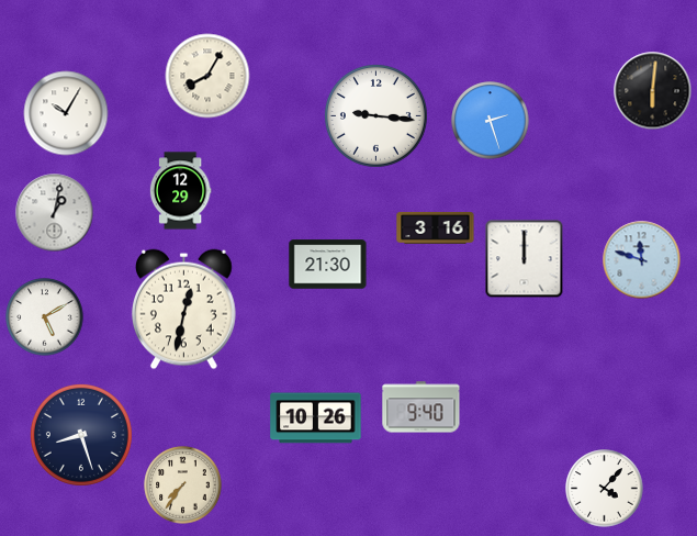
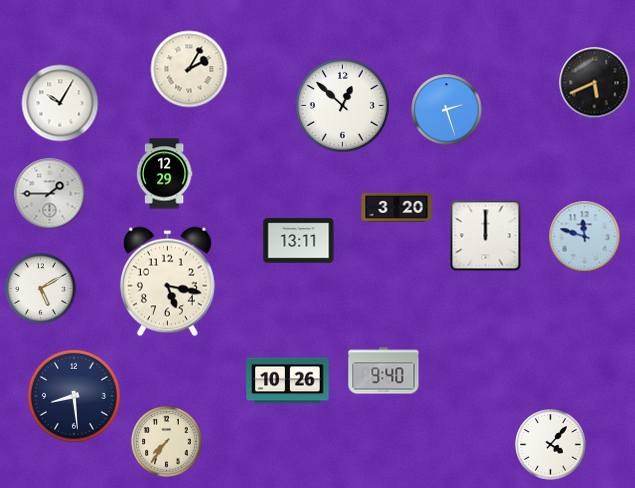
clock at (207, 76): 8:05 -> 2:05
clock at (653, 91): 6:01 -> 5:41
clock at (375, 115): 9:16 -> 12:52
clock at (55, 213): 1:02 -> 1:45
clock at (436, 227): 3:16 -> 3:20
clock at (525, 259) position: (525, 259) -> (486, 236)
clock at (328, 265): 21:30 -> 13:11
clock at (184, 310): 12:32 -> 5:17
clock at (81, 435): 8:27 -> 8:29
